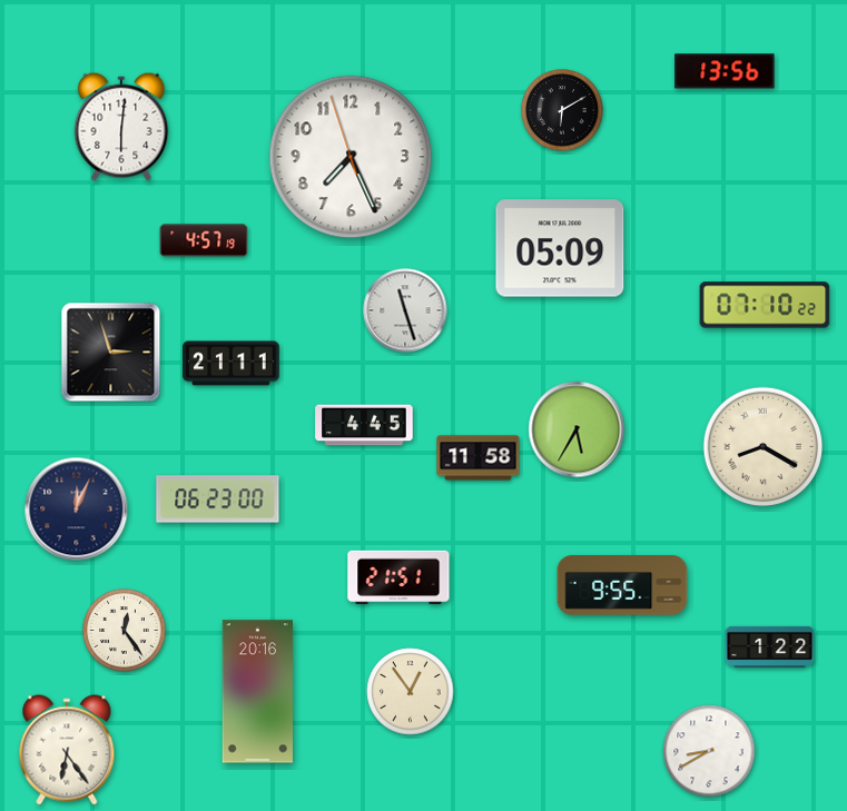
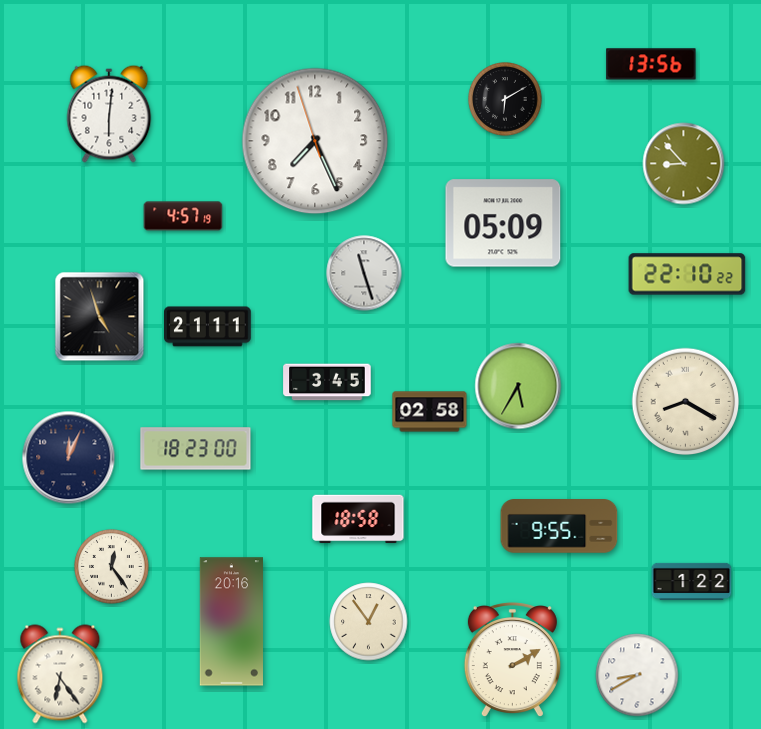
clock at (684, 164): none -> 8:53
clock at (765, 305): 07:10 -> 22:10
clock at (405, 310) position: (405, 310) -> (364, 273)
clock at (111, 353): 2:57 -> 4:57
clock at (364, 425): 4:45 -> 3:45
clock at (479, 458): 11:58 -> 02:58
clock at (218, 500): 06:23 -> 18:23
clock at (398, 577): 21:51 -> 18:58
clock at (512, 661): none -> 2:10
